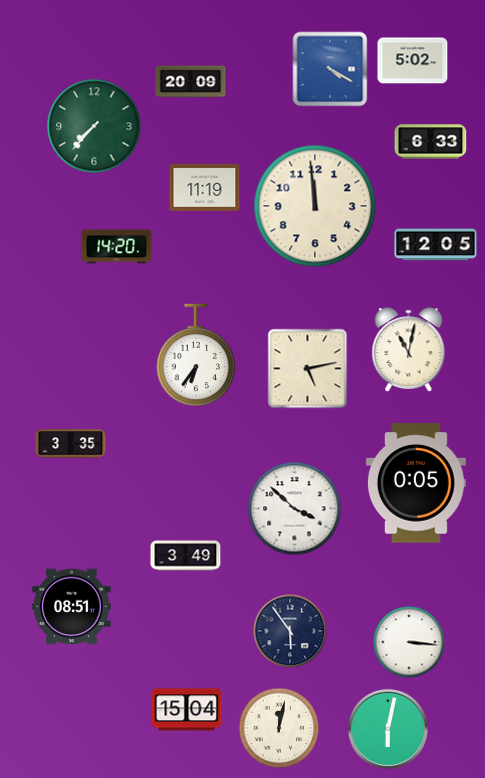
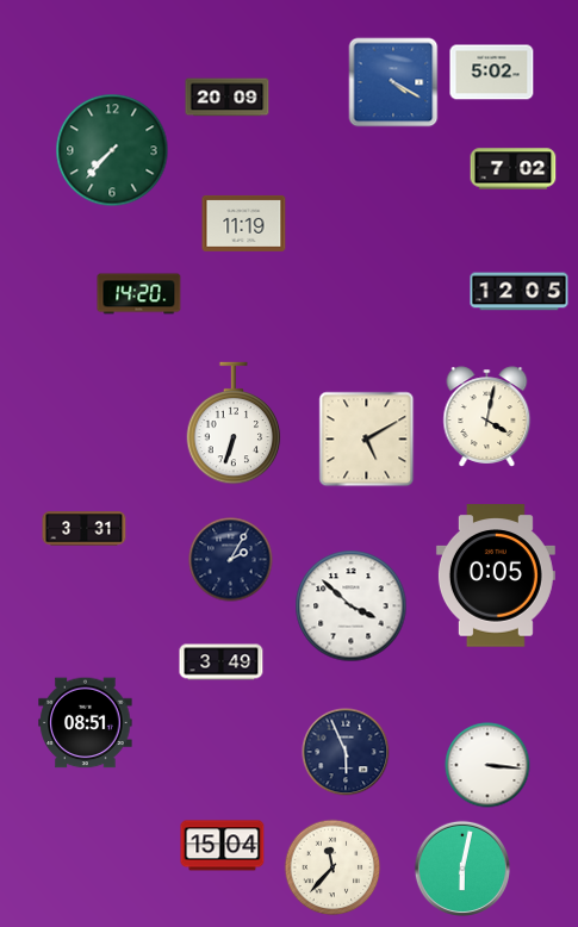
clock at (431, 142): 6:33 -> 7:02
clock at (315, 206): 11:59 -> none
clock at (409, 350): 11:02 -> 4:02
clock at (196, 355): 6:36 -> 6:33
clock at (308, 369): 5:13 -> 5:10
clock at (71, 444): 3:35 -> 3:31
clock at (231, 560): none -> 2:05
clock at (290, 631): 5:54 -> 5:56
clock at (279, 728): 12:02 -> 11:37
